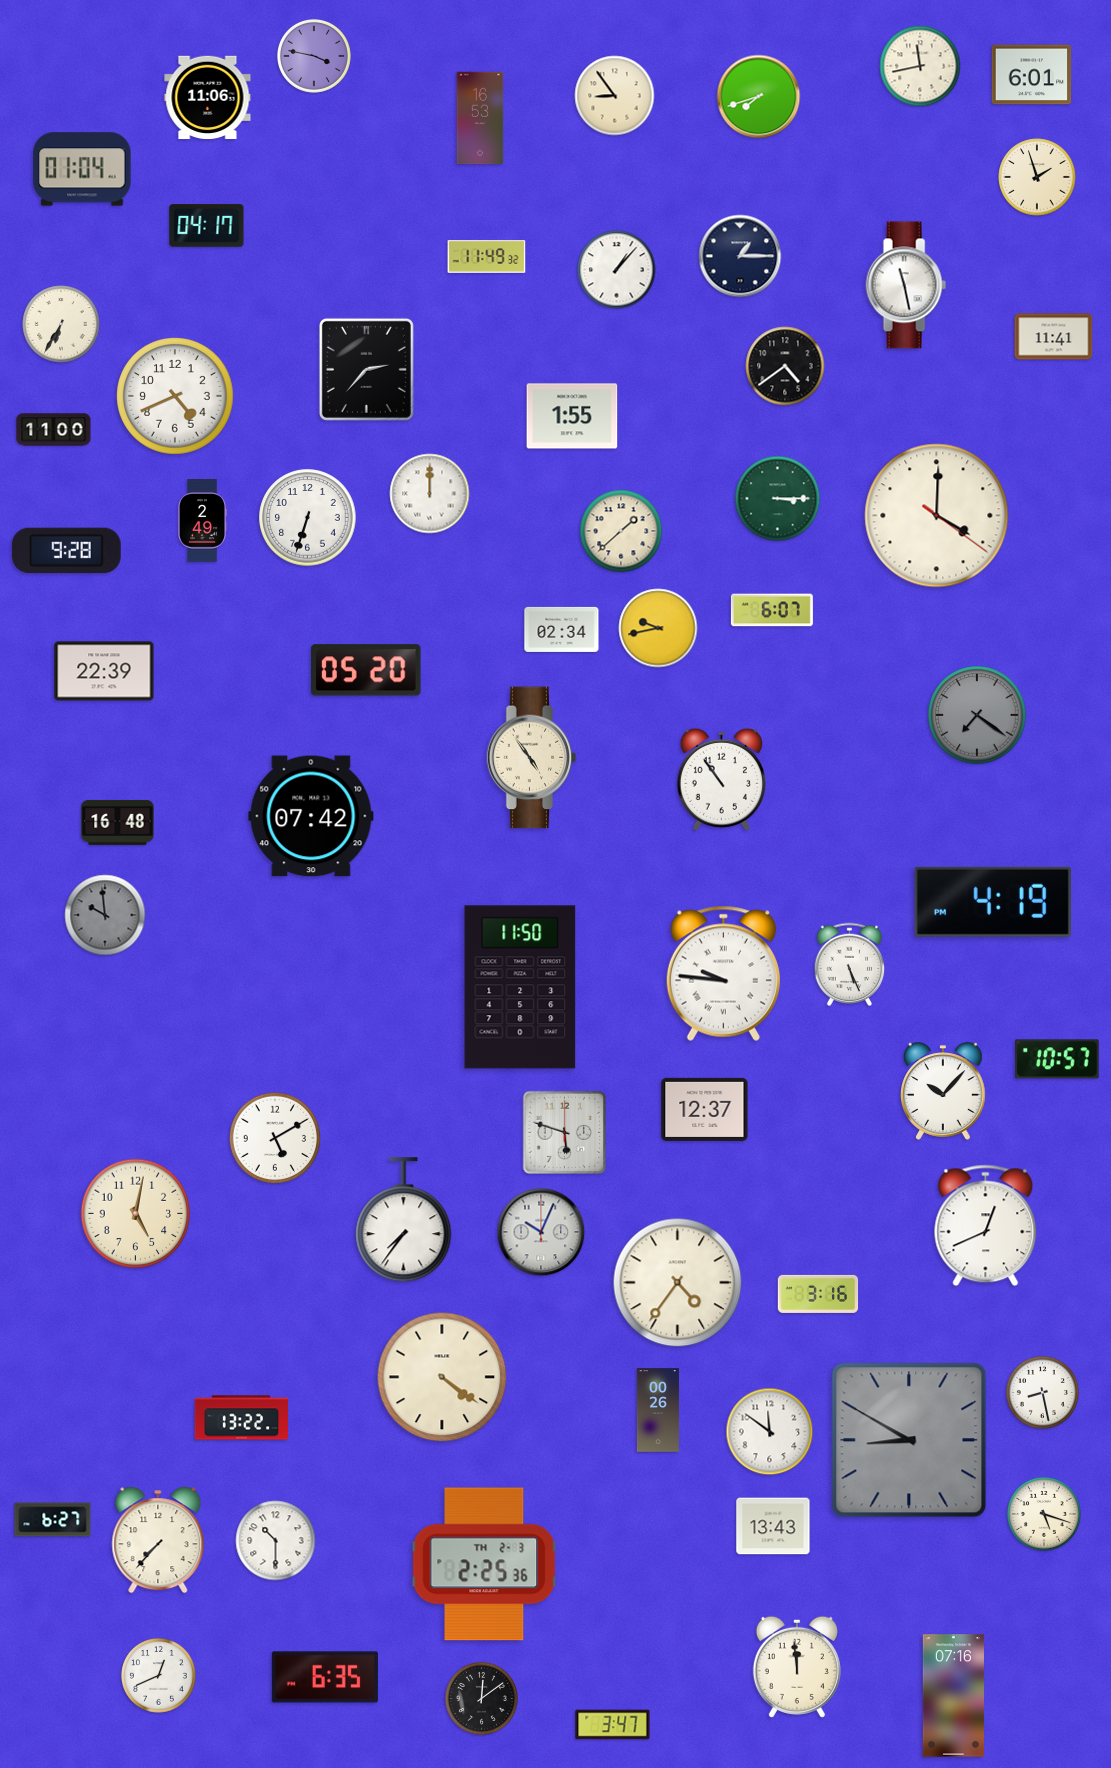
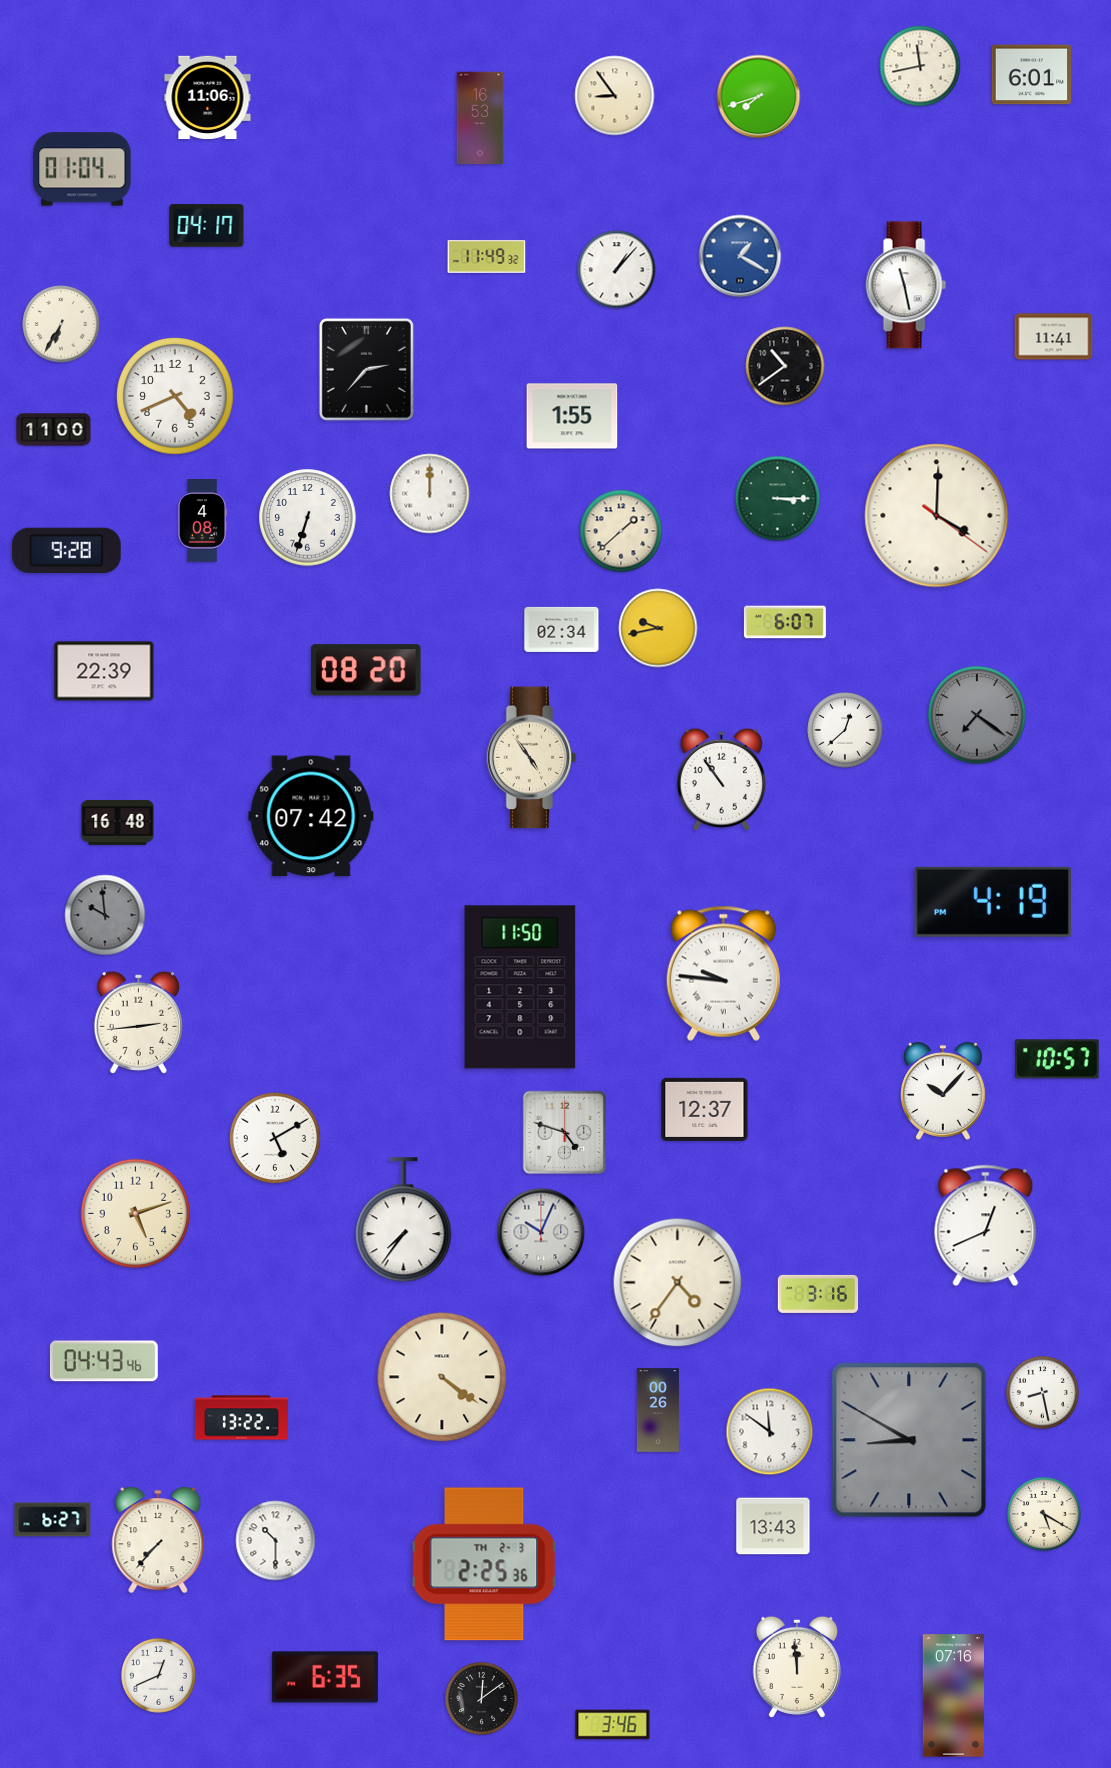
clock at (314, 56): 3:47 -> none
clock at (1037, 177): 1:57 -> none
clock at (740, 256): 1:15 -> 1:20
clock at (740, 256) dial: navy -> blue
clock at (785, 366): 4:39 -> 10:39
clock at (202, 521): 2:49 -> 4:08
clock at (772, 610) position: (772, 610) -> (785, 622)
clock at (366, 670): 05:20 -> 08:20
clock at (845, 730): none -> 12:38
clock at (850, 965): 5:26 -> none
clock at (138, 1022): none -> 2:44
clock at (565, 1133): 5:48 -> 4:48
clock at (136, 1214): 5:02 -> 5:12
clock at (104, 1361): none -> 04:43
clock at (1044, 1514): 5:18 -> 5:20
clock at (613, 1725): 3:47 -> 3:46
